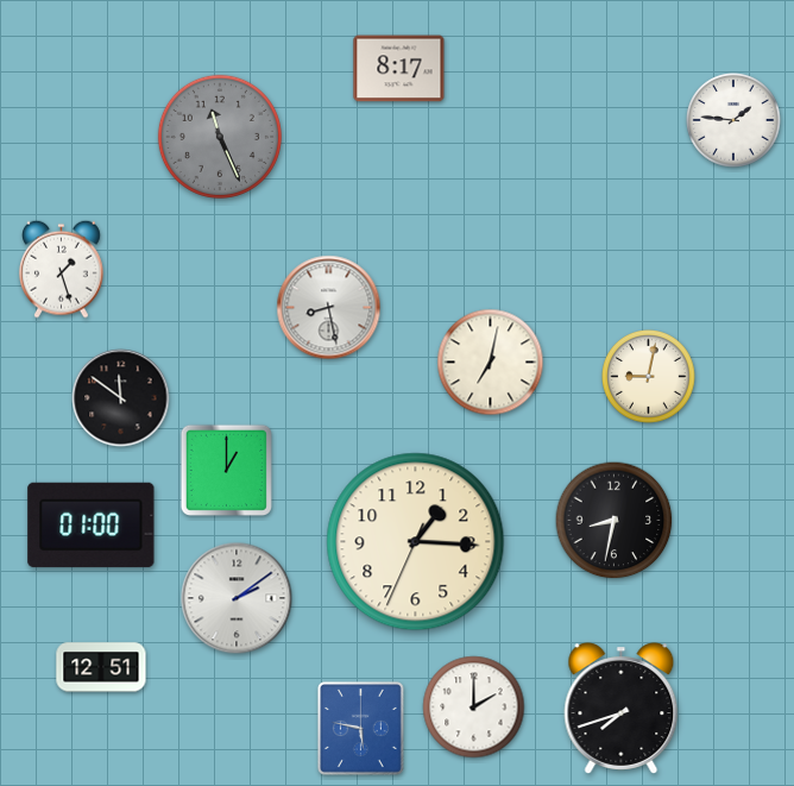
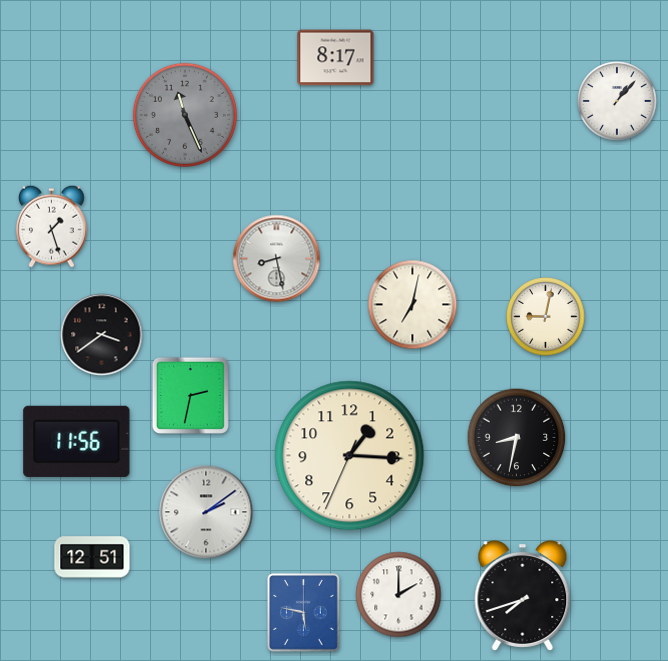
clock at (733, 120): 1:46 -> 1:07
clock at (121, 398): 11:51 -> 3:39
clock at (226, 470): 1:00 -> 2:32
clock at (92, 524): 01:00 -> 11:56
clock at (237, 598) position: (237, 598) -> (206, 512)
clock at (101, 667) position: (101, 667) -> (92, 557)
